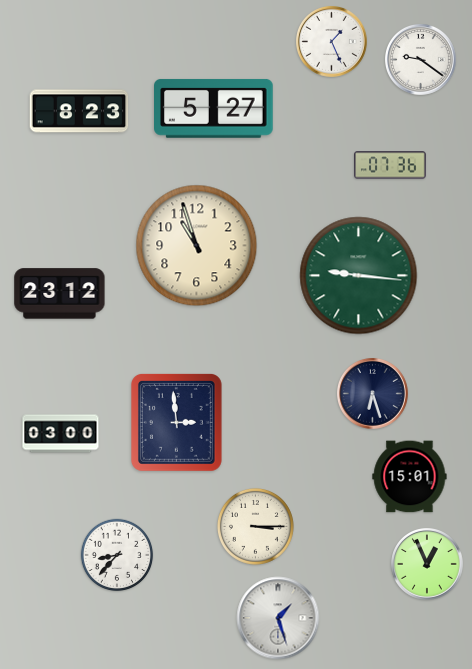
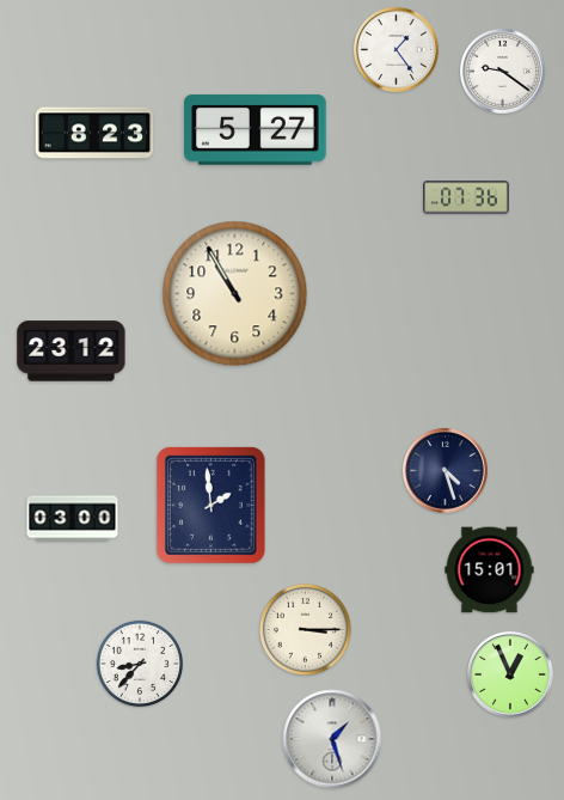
clock at (332, 42): 1:26 -> 1:24
clock at (197, 246): 10:57 -> 10:55
clock at (359, 276): 9:16 -> none
clock at (373, 394): 6:27 -> 4:27
clock at (176, 422): 2:59 -> 1:59
